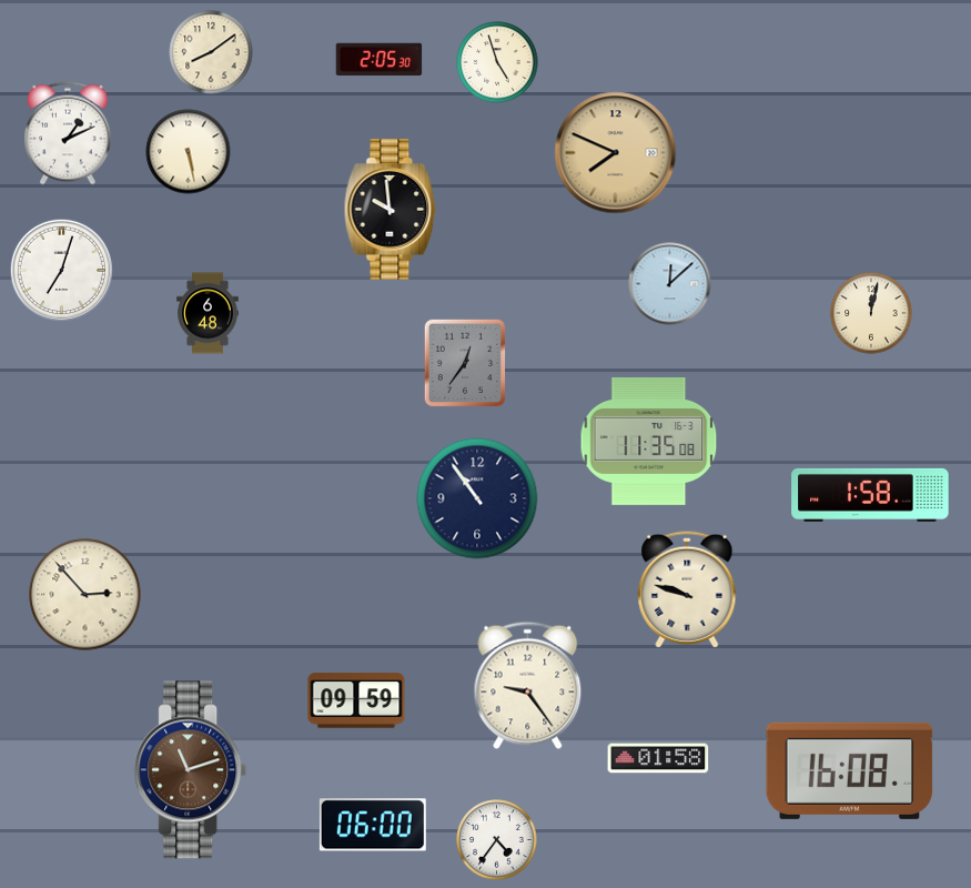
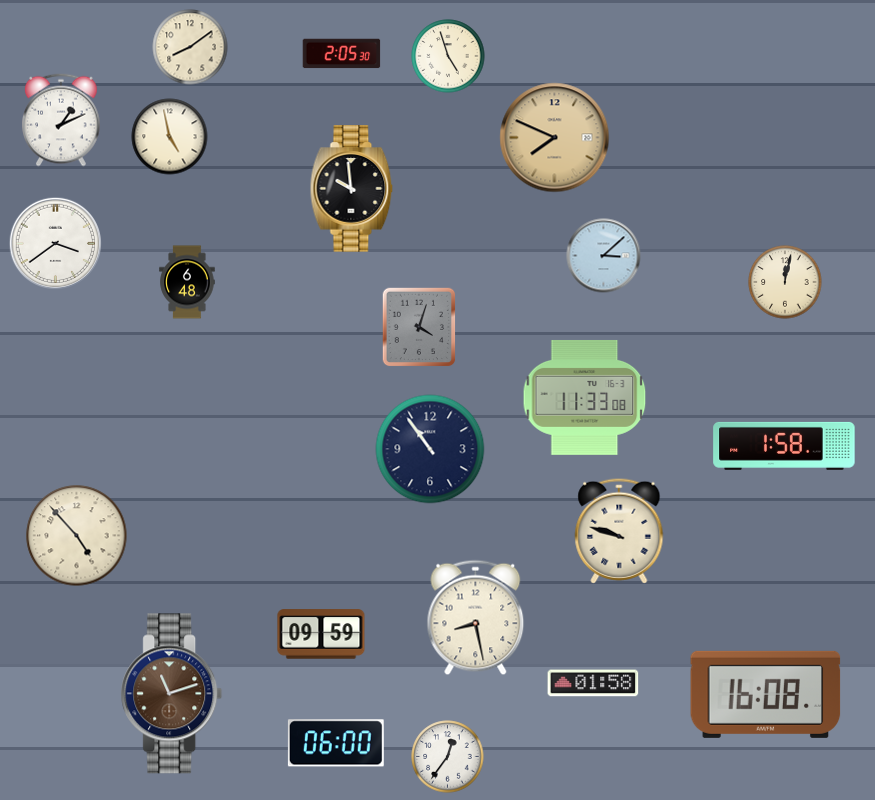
clock at (189, 152): 5:28 -> 4:58
clock at (61, 270): 7:03 -> 3:39
clock at (670, 284): 12:08 -> 3:08
clock at (465, 363): 12:36 -> 4:03
clock at (649, 441): 11:35 -> 11:33
clock at (85, 595): 2:53 -> 4:53
clock at (528, 686): 9:24 -> 8:28
clock at (356, 700) position: (356, 700) -> (321, 634)
clock at (497, 840): 4:36 -> 12:36
